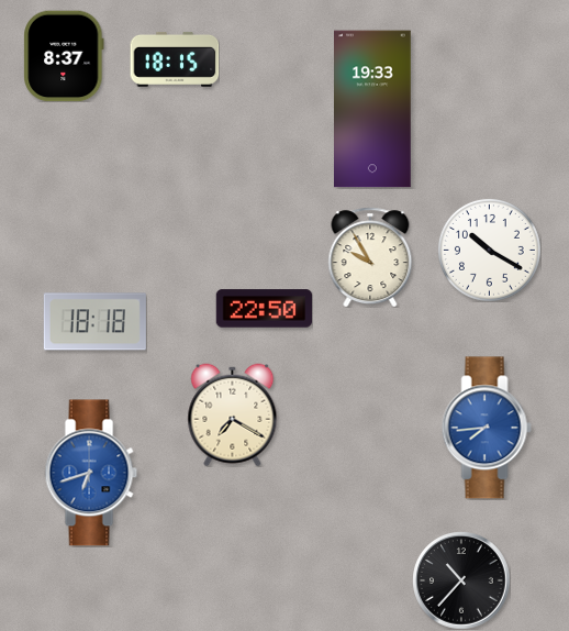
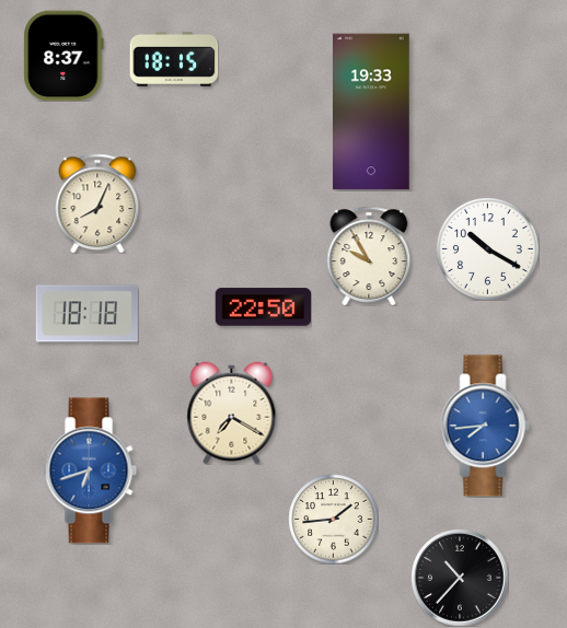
clock at (373, 109) position: (373, 109) -> (372, 112)
clock at (97, 203): none -> 8:04
clock at (94, 322) position: (94, 322) -> (86, 314)
clock at (333, 519): none -> 1:44
